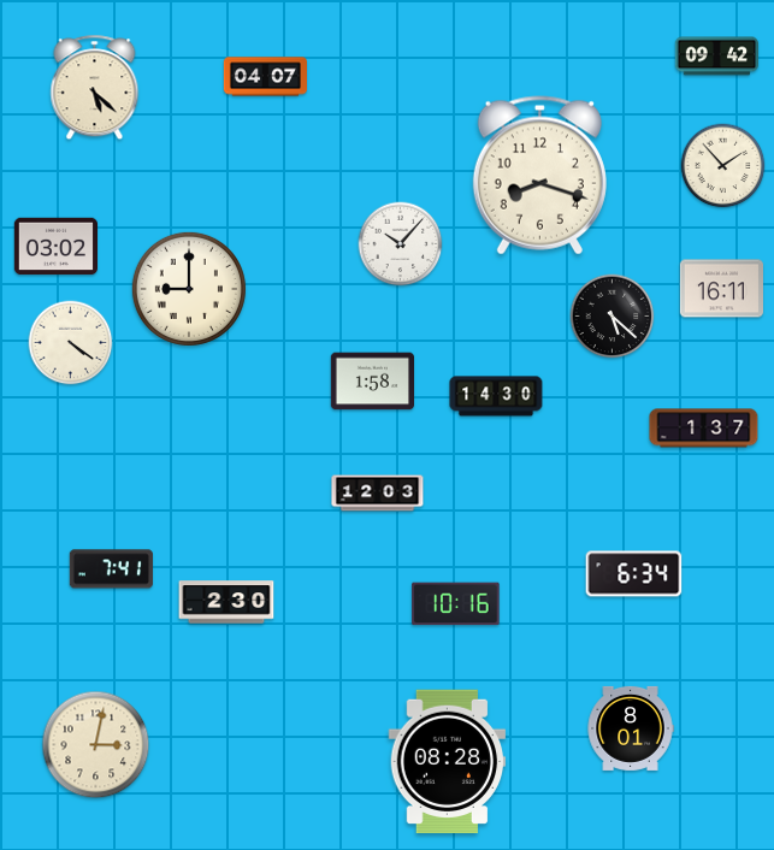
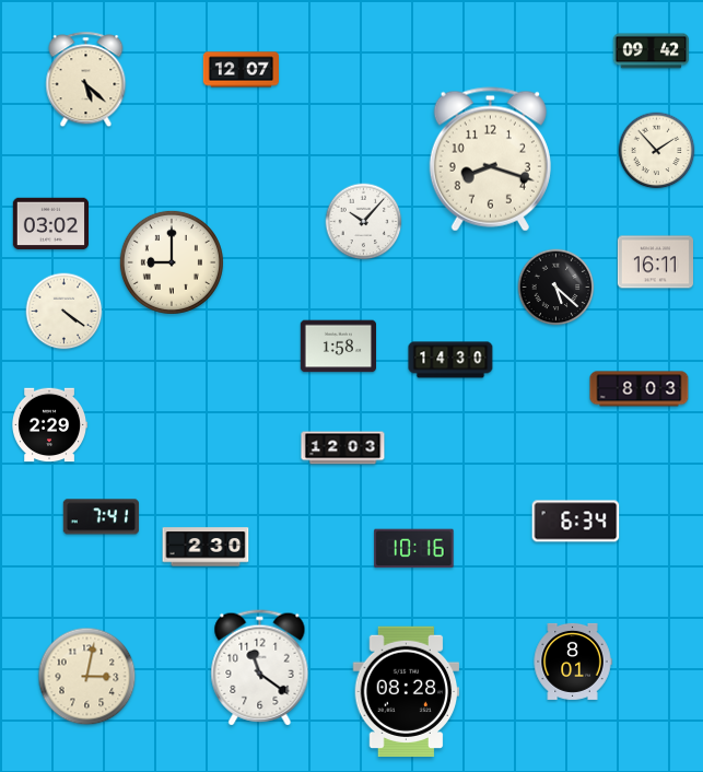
clock at (265, 77): 04:07 -> 12:07
clock at (704, 429): 1:37 -> 8:03
clock at (49, 425): none -> 2:29
clock at (260, 668): none -> 11:21
